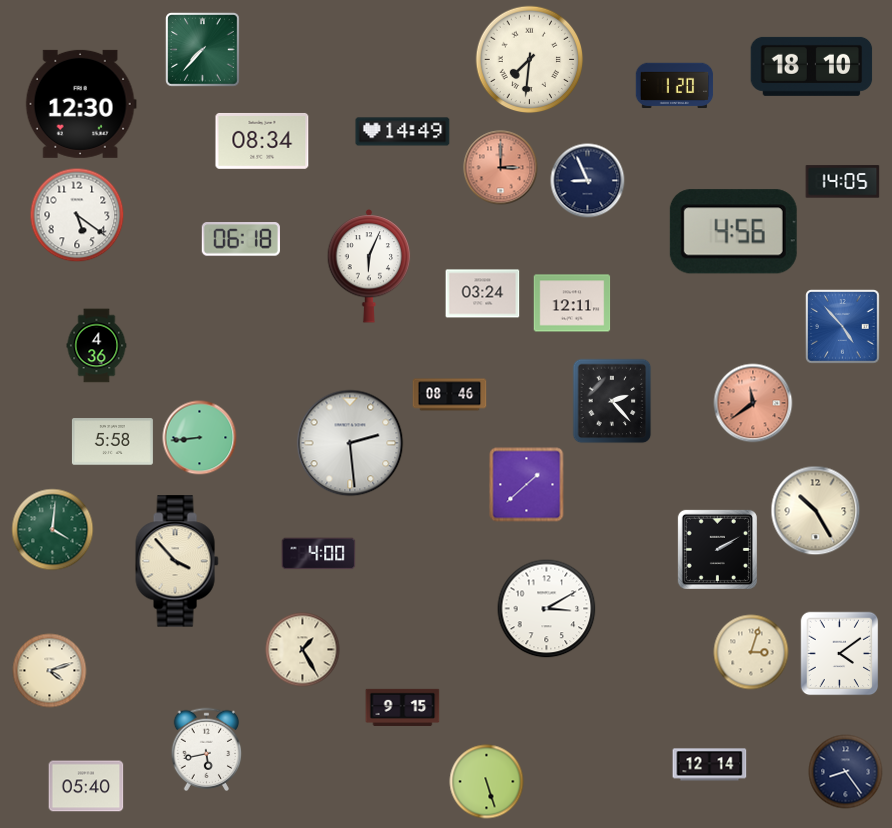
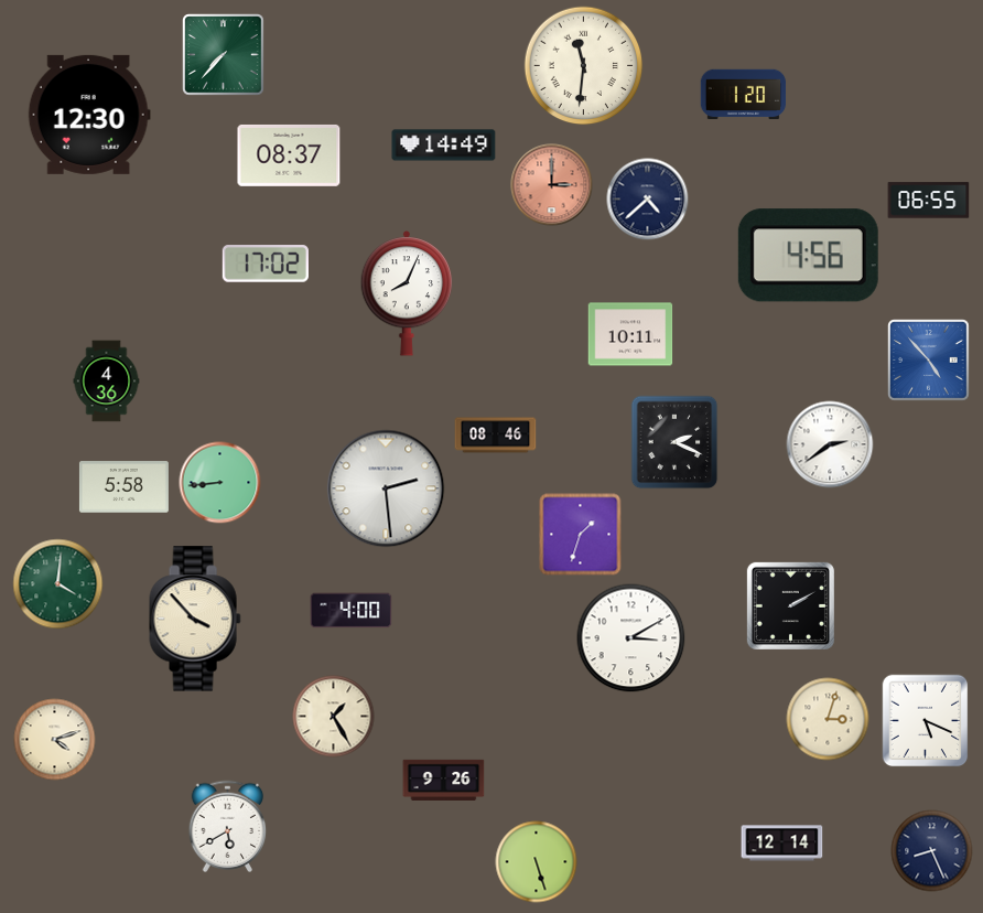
clock at (530, 60): 7:31 -> 11:31
clock at (812, 66): 18:10 -> none
clock at (262, 141): 08:34 -> 08:37
clock at (588, 181): 8:56 -> 4:38
clock at (843, 182): 14:05 -> 06:55
clock at (77, 215): 5:21 -> none
clock at (241, 239): 06:18 -> 17:02
clock at (369, 267): 6:04 -> 8:04
clock at (483, 294): 03:24 -> none
clock at (572, 303): 12:11 -> 10:11
clock at (612, 401): 2:23 -> 2:19
clock at (753, 403): 11:39 -> 2:39
clock at (753, 403) dial: salmon -> white
clock at (527, 485): 1:38 -> 1:33
clock at (816, 511): 10:25 -> none
clock at (547, 609) position: (547, 609) -> (631, 638)
clock at (840, 654): 4:09 -> 5:19
clock at (403, 707): 9:15 -> 9:26
clock at (207, 749): 5:43 -> 5:40
clock at (846, 772): 8:24 -> 8:26
clock at (86, 786): 05:40 -> none
